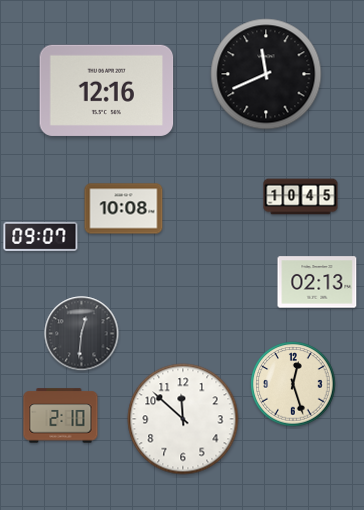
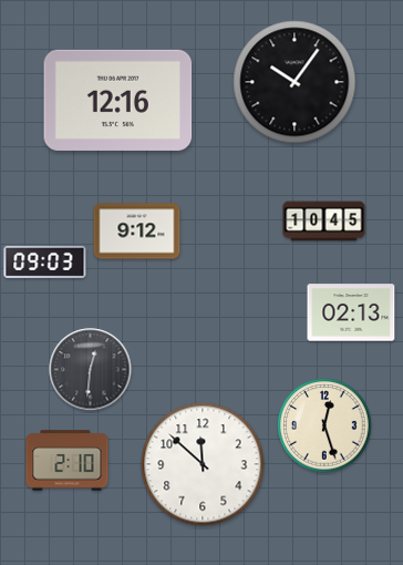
clock at (266, 74): 11:41 -> 10:06
clock at (301, 197) position: (301, 197) -> (324, 222)
clock at (124, 209): 10:08 -> 9:12
clock at (41, 236): 09:07 -> 09:03
